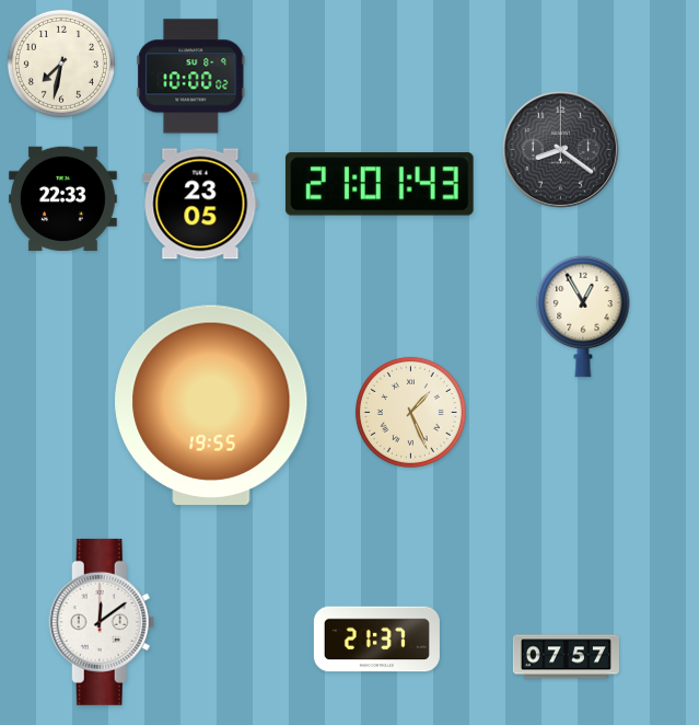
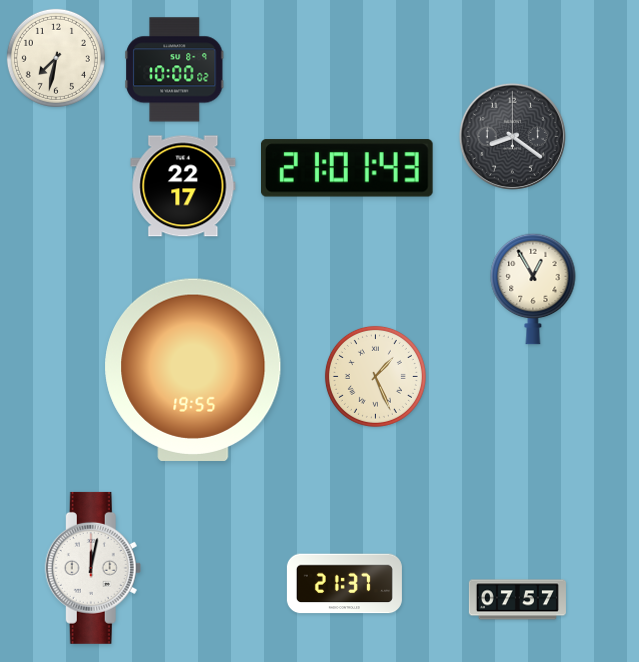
clock at (62, 198): 22:33 -> none
clock at (200, 204): 23:05 -> 22:17
clock at (102, 622): 12:09 -> 12:02
